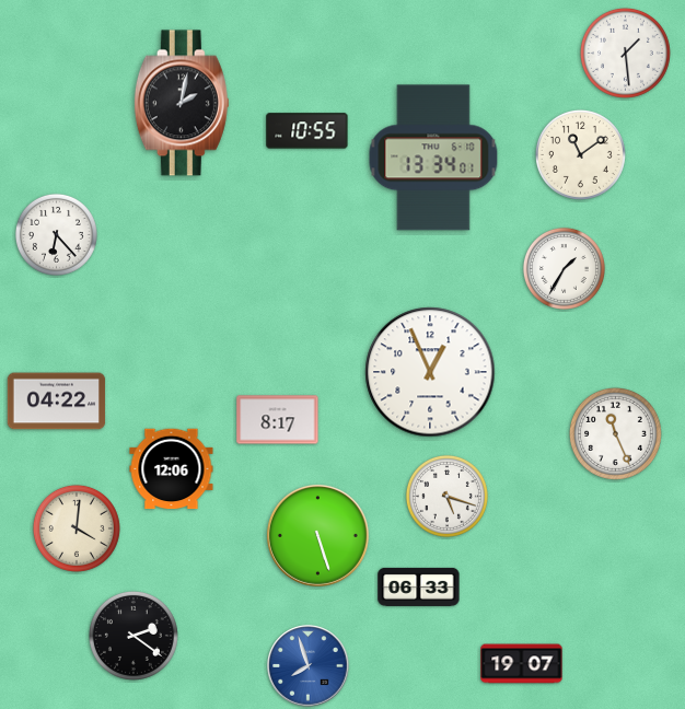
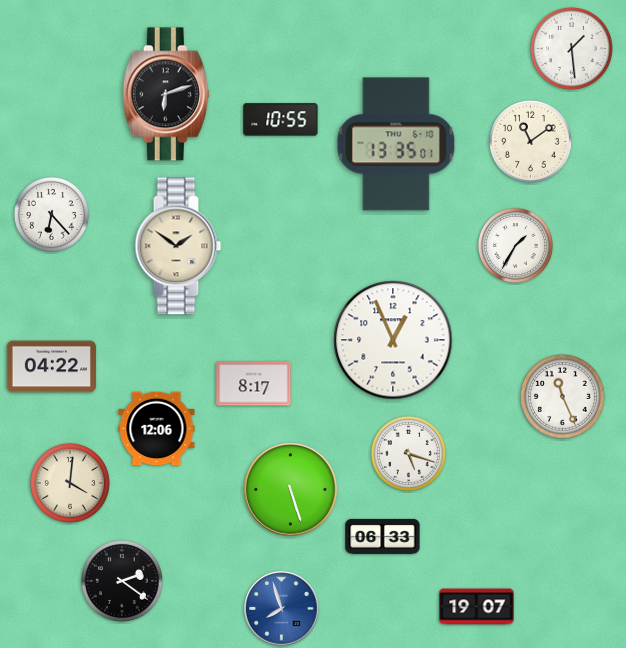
clock at (182, 103): 2:02 -> 6:12
clock at (433, 158): 13:34 -> 13:35
clock at (178, 246): none -> 1:51
